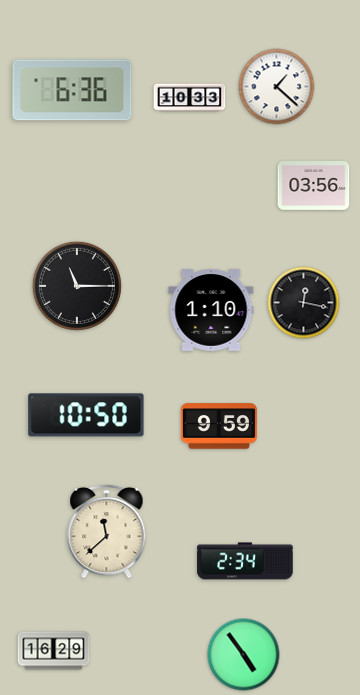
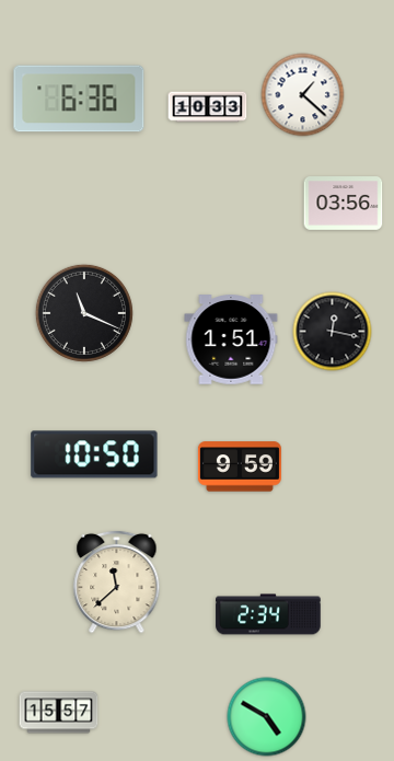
clock at (77, 286): 11:15 -> 11:19
clock at (211, 310): 1:10 -> 1:51
clock at (54, 651): 16:29 -> 15:57
clock at (244, 655): 4:54 -> 4:50
